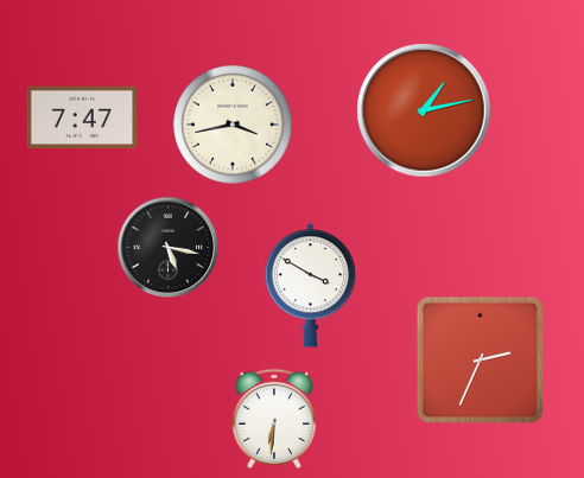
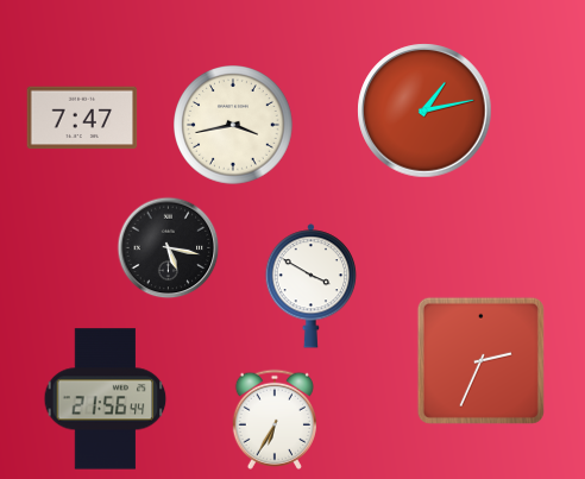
clock at (106, 399): none -> 21:56
clock at (274, 419): 6:31 -> 6:35
